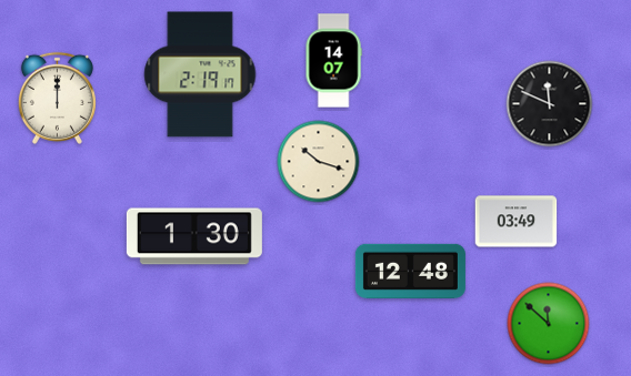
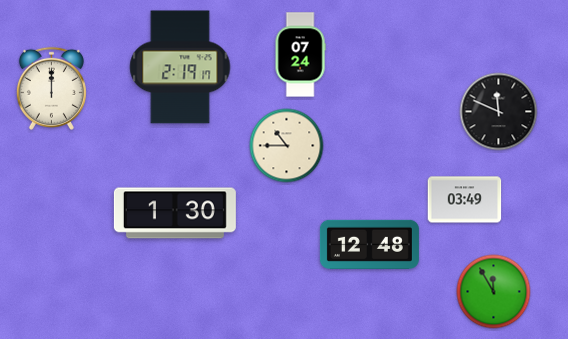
clock at (333, 61): 14:07 -> 07:24
clock at (550, 104) position: (550, 104) -> (499, 112)
clock at (319, 162): 10:18 -> 10:45
clock at (549, 324): 11:52 -> 11:55
